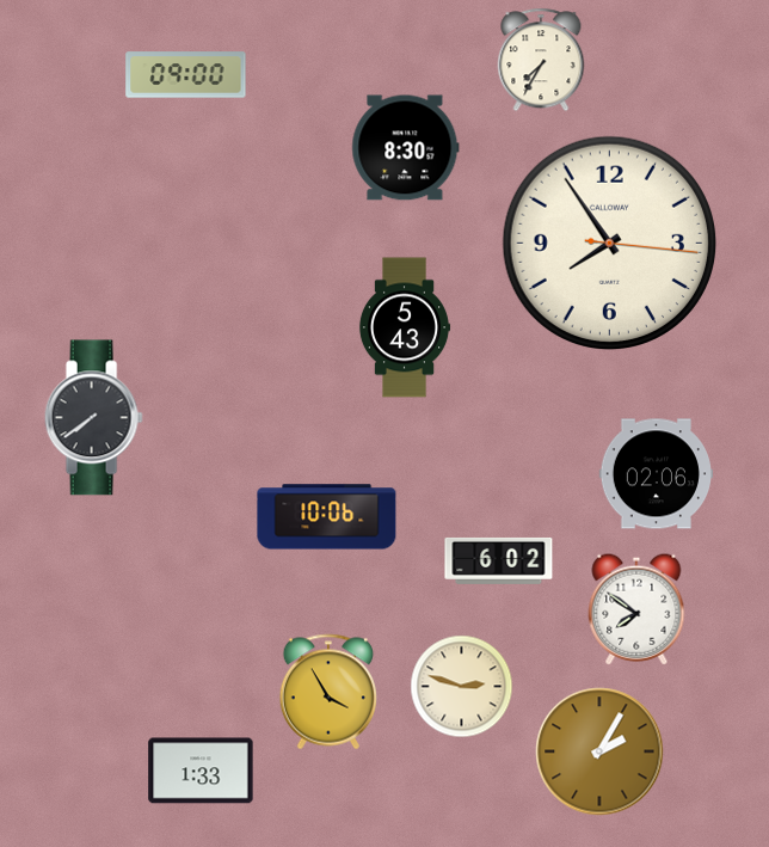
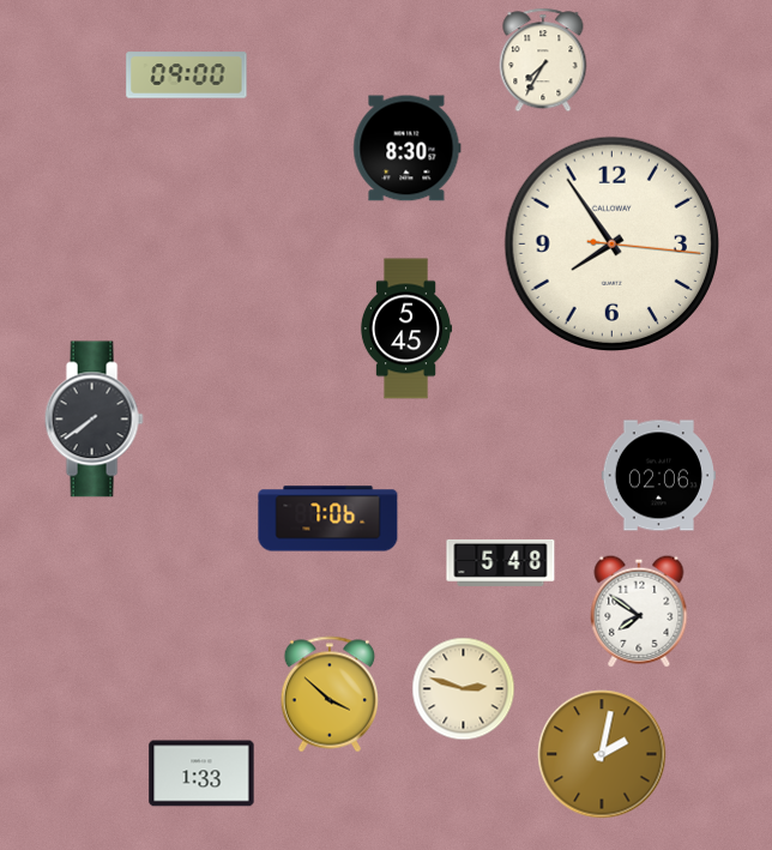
clock at (405, 327): 5:43 -> 5:45
clock at (327, 517): 10:06 -> 7:06
clock at (499, 560): 6:02 -> 5:48
clock at (327, 692): 3:55 -> 3:52
clock at (599, 751): 2:05 -> 2:02
